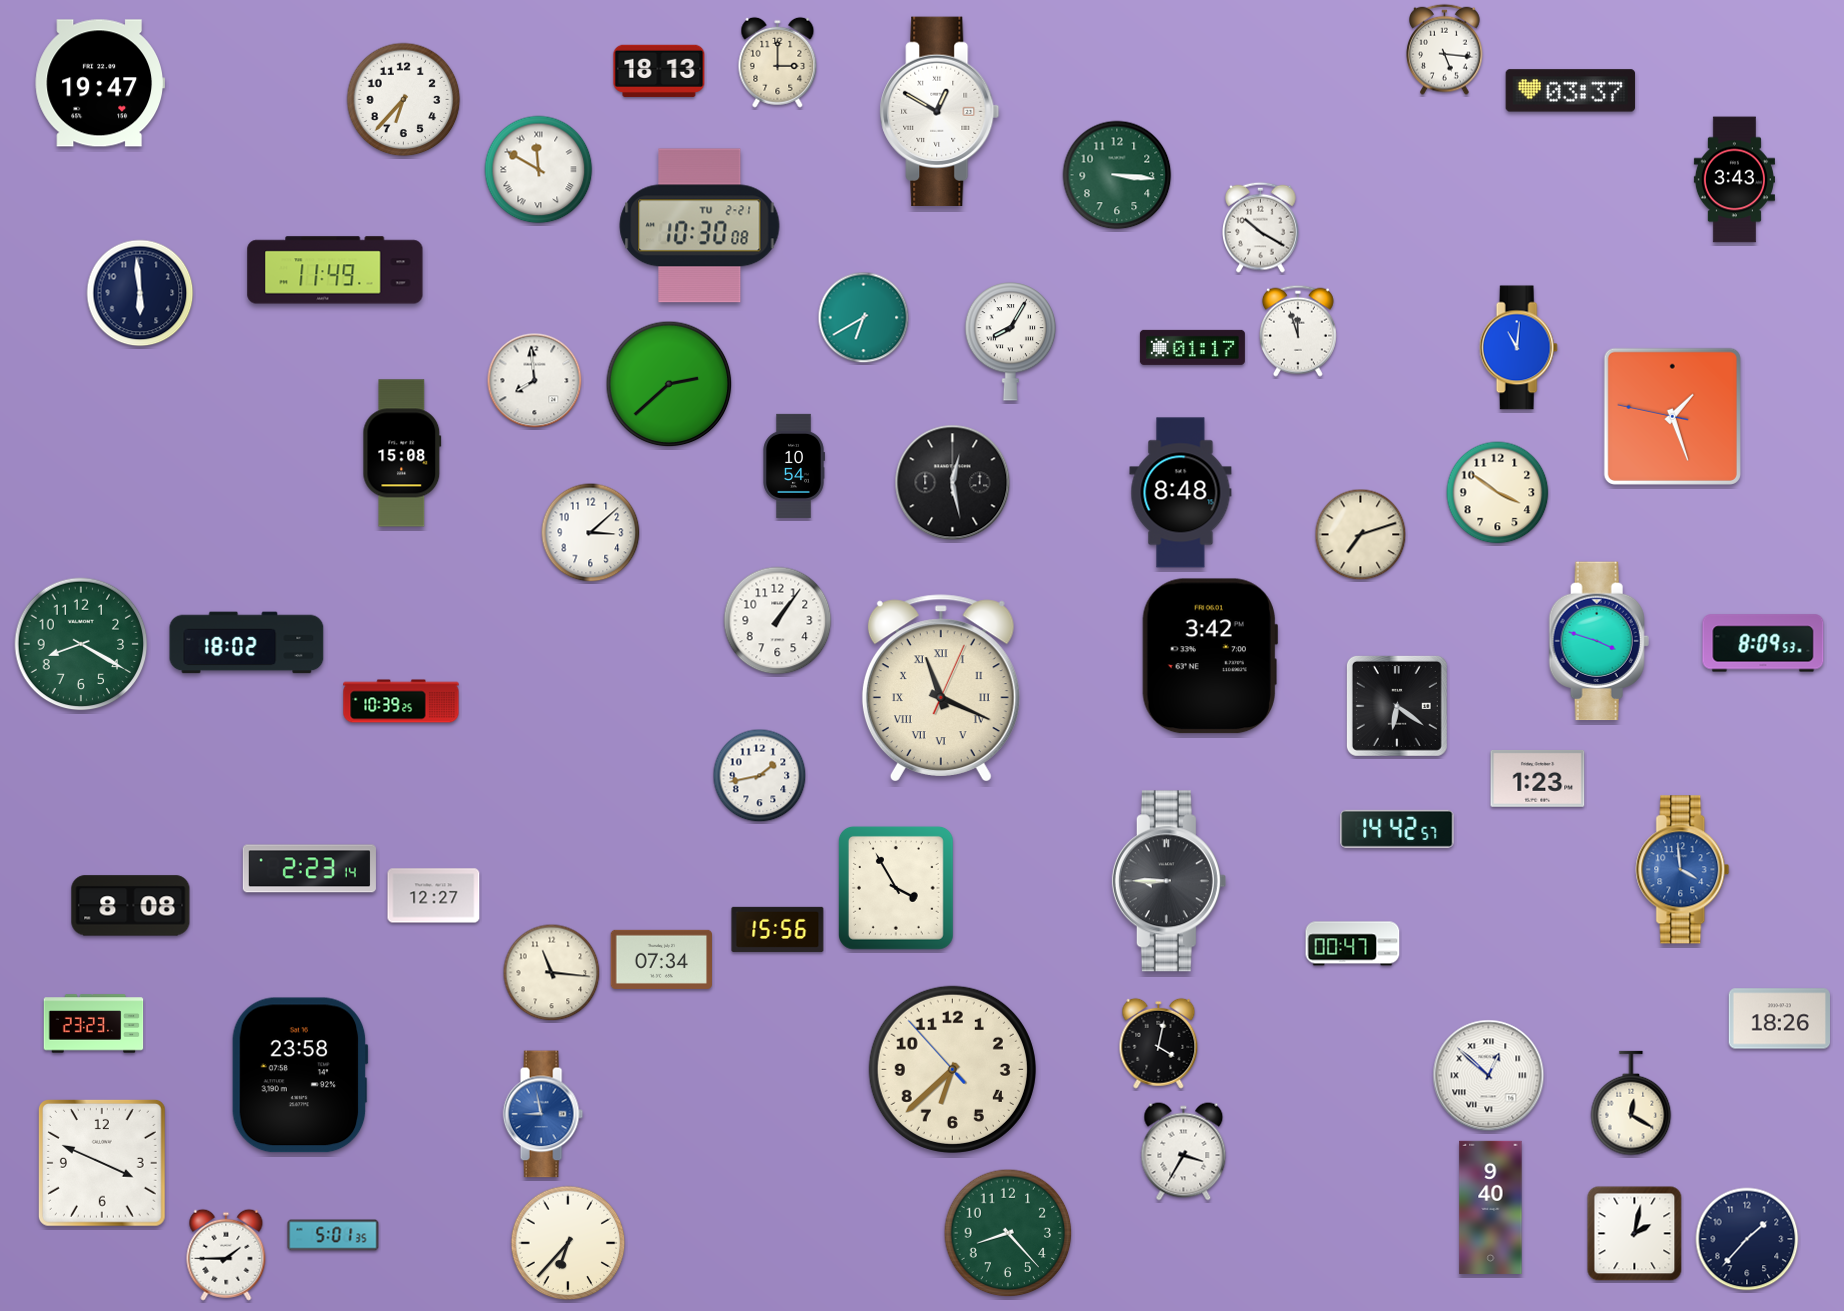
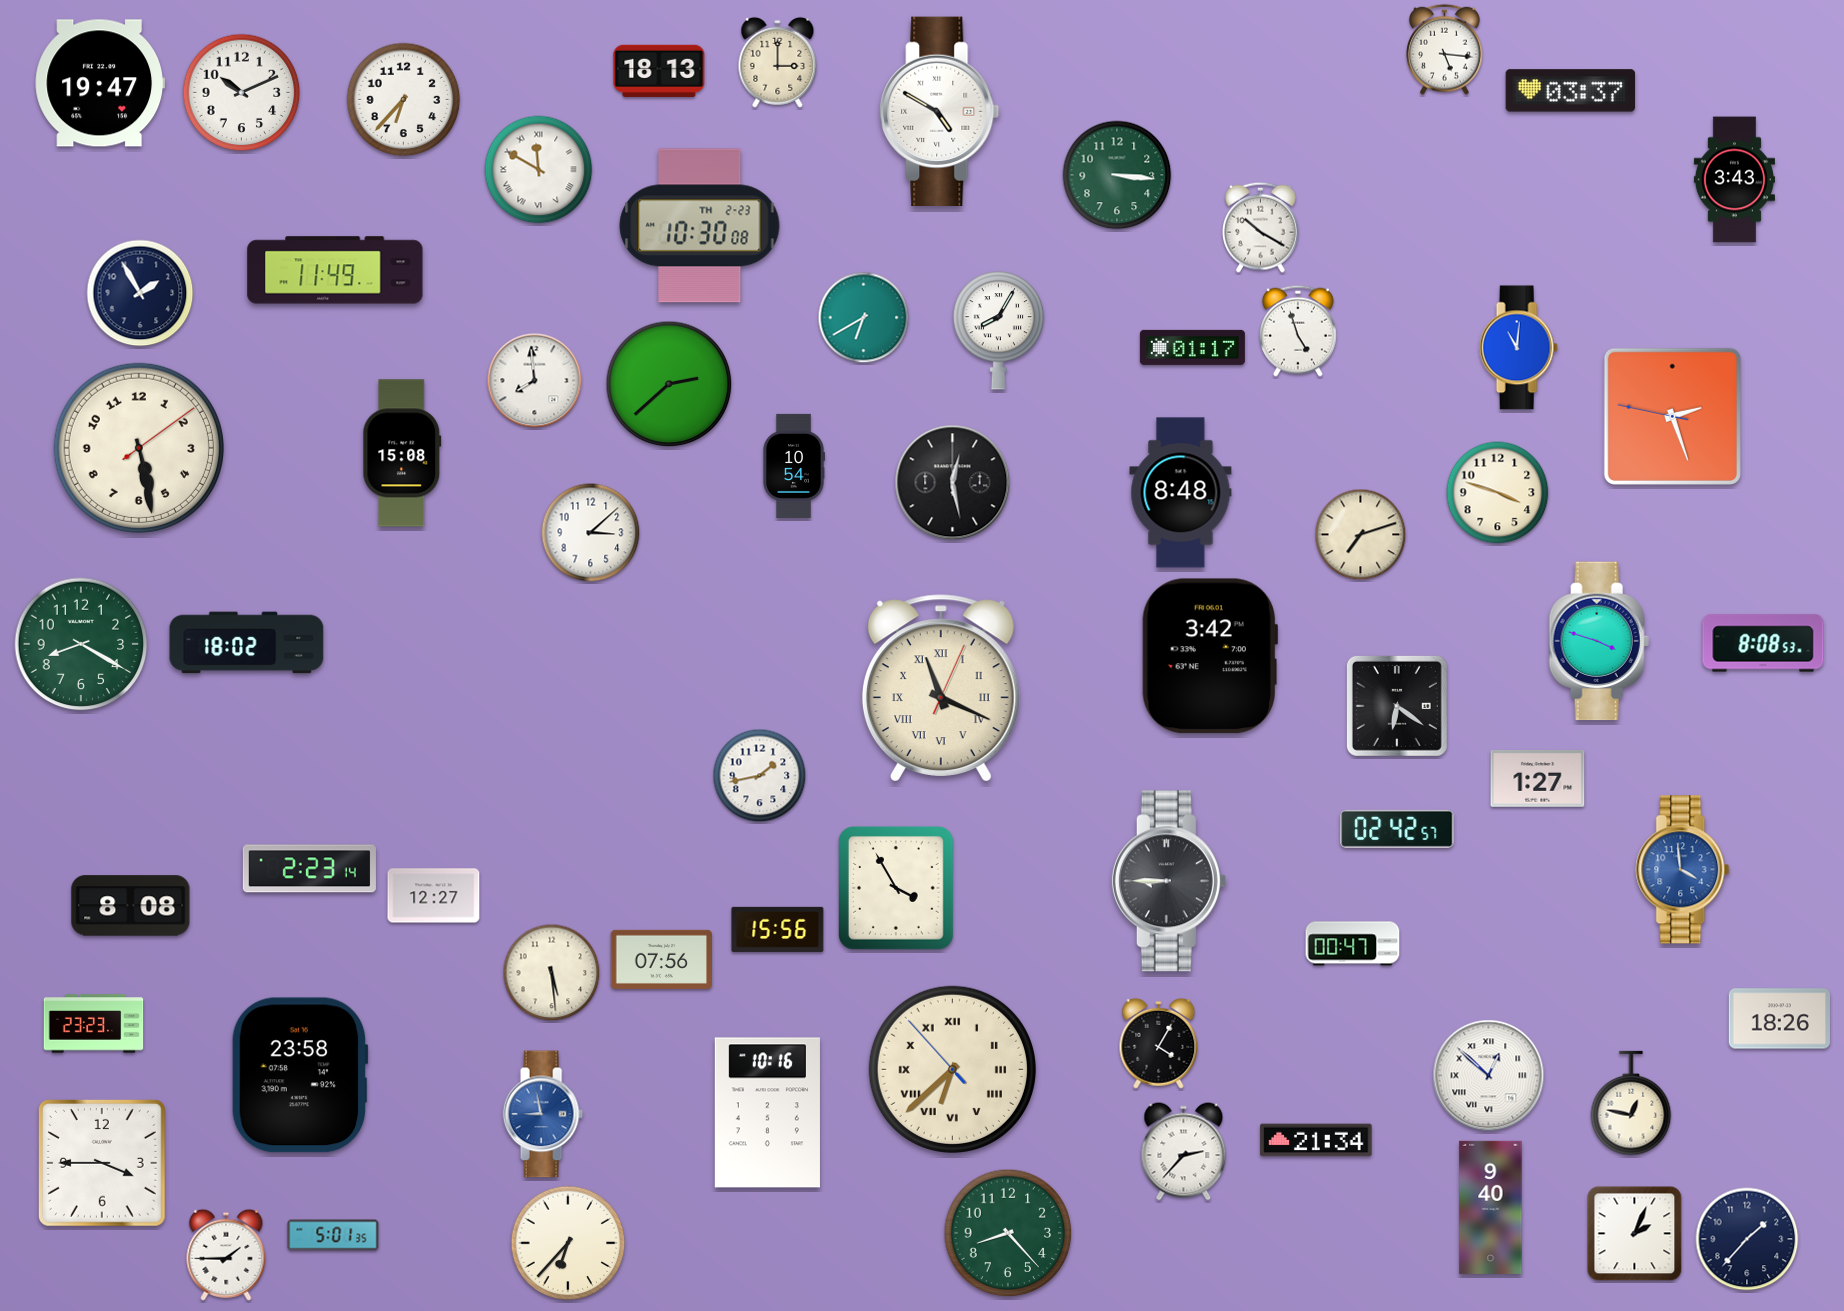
clock at (242, 93): none -> 10:11
clock at (940, 111): 12:50 -> 4:50
clock at (700, 226) date: TU 2-21 -> TH 2-23
clock at (140, 293): 5:59 -> 1:55
clock at (1298, 331): 11:57 -> 4:57
clock at (1011, 342) position: (1011, 342) -> (999, 331)
clock at (1672, 416): 1:26 -> 2:26
clock at (139, 448): none -> 5:28
clock at (1498, 493): 3:51 -> 3:48
clock at (778, 621): 1:06 -> none
clock at (1763, 643): 8:09 -> 8:08
clock at (401, 701): 10:39 -> none
clock at (1538, 779): 1:23 -> 1:27
clock at (1397, 829): 14:42 -> 02:42
clock at (661, 959): 07:34 -> 07:56
clock at (552, 973): 11:16 -> 5:29
clock at (1159, 1043): 4:02 -> 4:05
clock at (952, 1069) numerals: Arabic -> Roman
clock at (1631, 1103): 12:20 -> 12:47
clock at (767, 1113): none -> 10:16
clock at (1316, 1140): none -> 21:34
clock at (1184, 1152): 3:35 -> 2:37
clock at (102, 1163): 3:49 -> 3:45
clock at (1635, 1234): 2:02 -> 2:04
